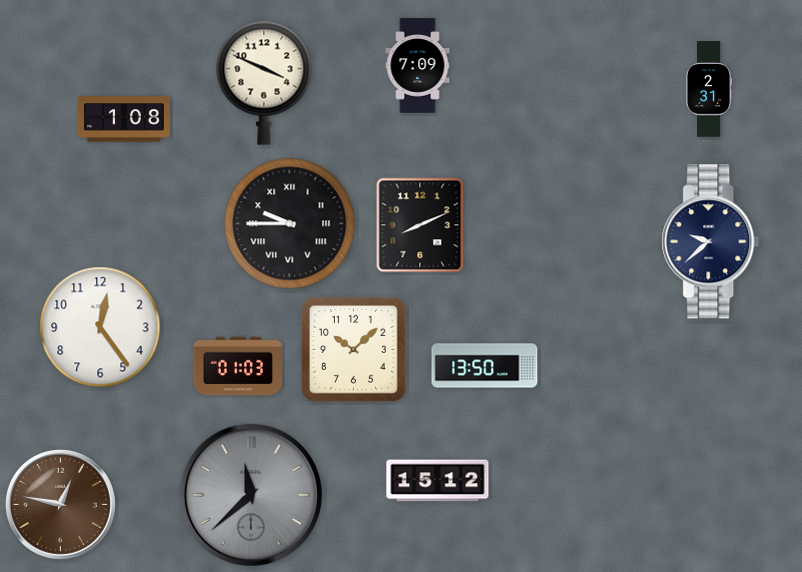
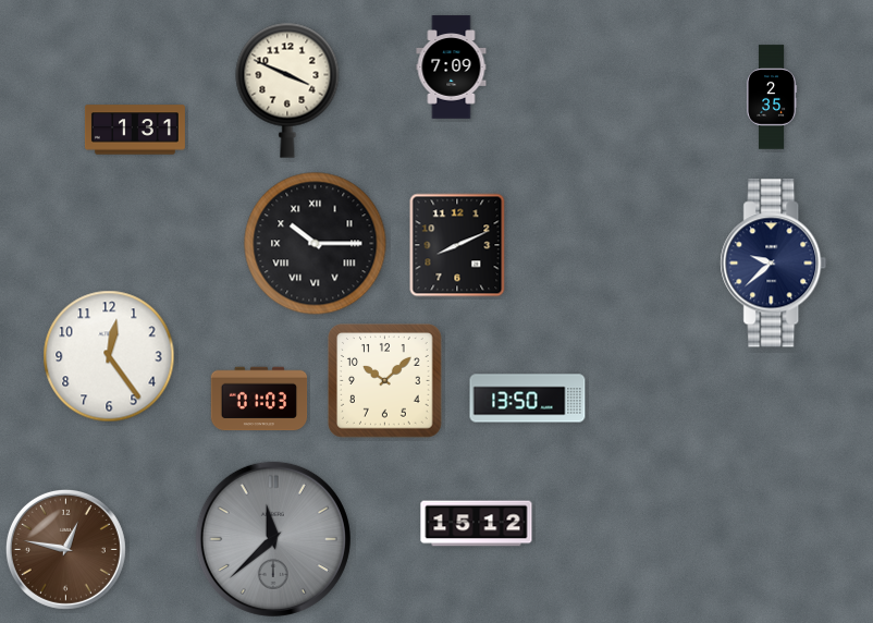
clock at (418, 66) position: (418, 66) -> (452, 68)
clock at (709, 89): 2:31 -> 2:35
clock at (124, 119): 1:08 -> 1:31
clock at (290, 224): 9:45 -> 10:15
